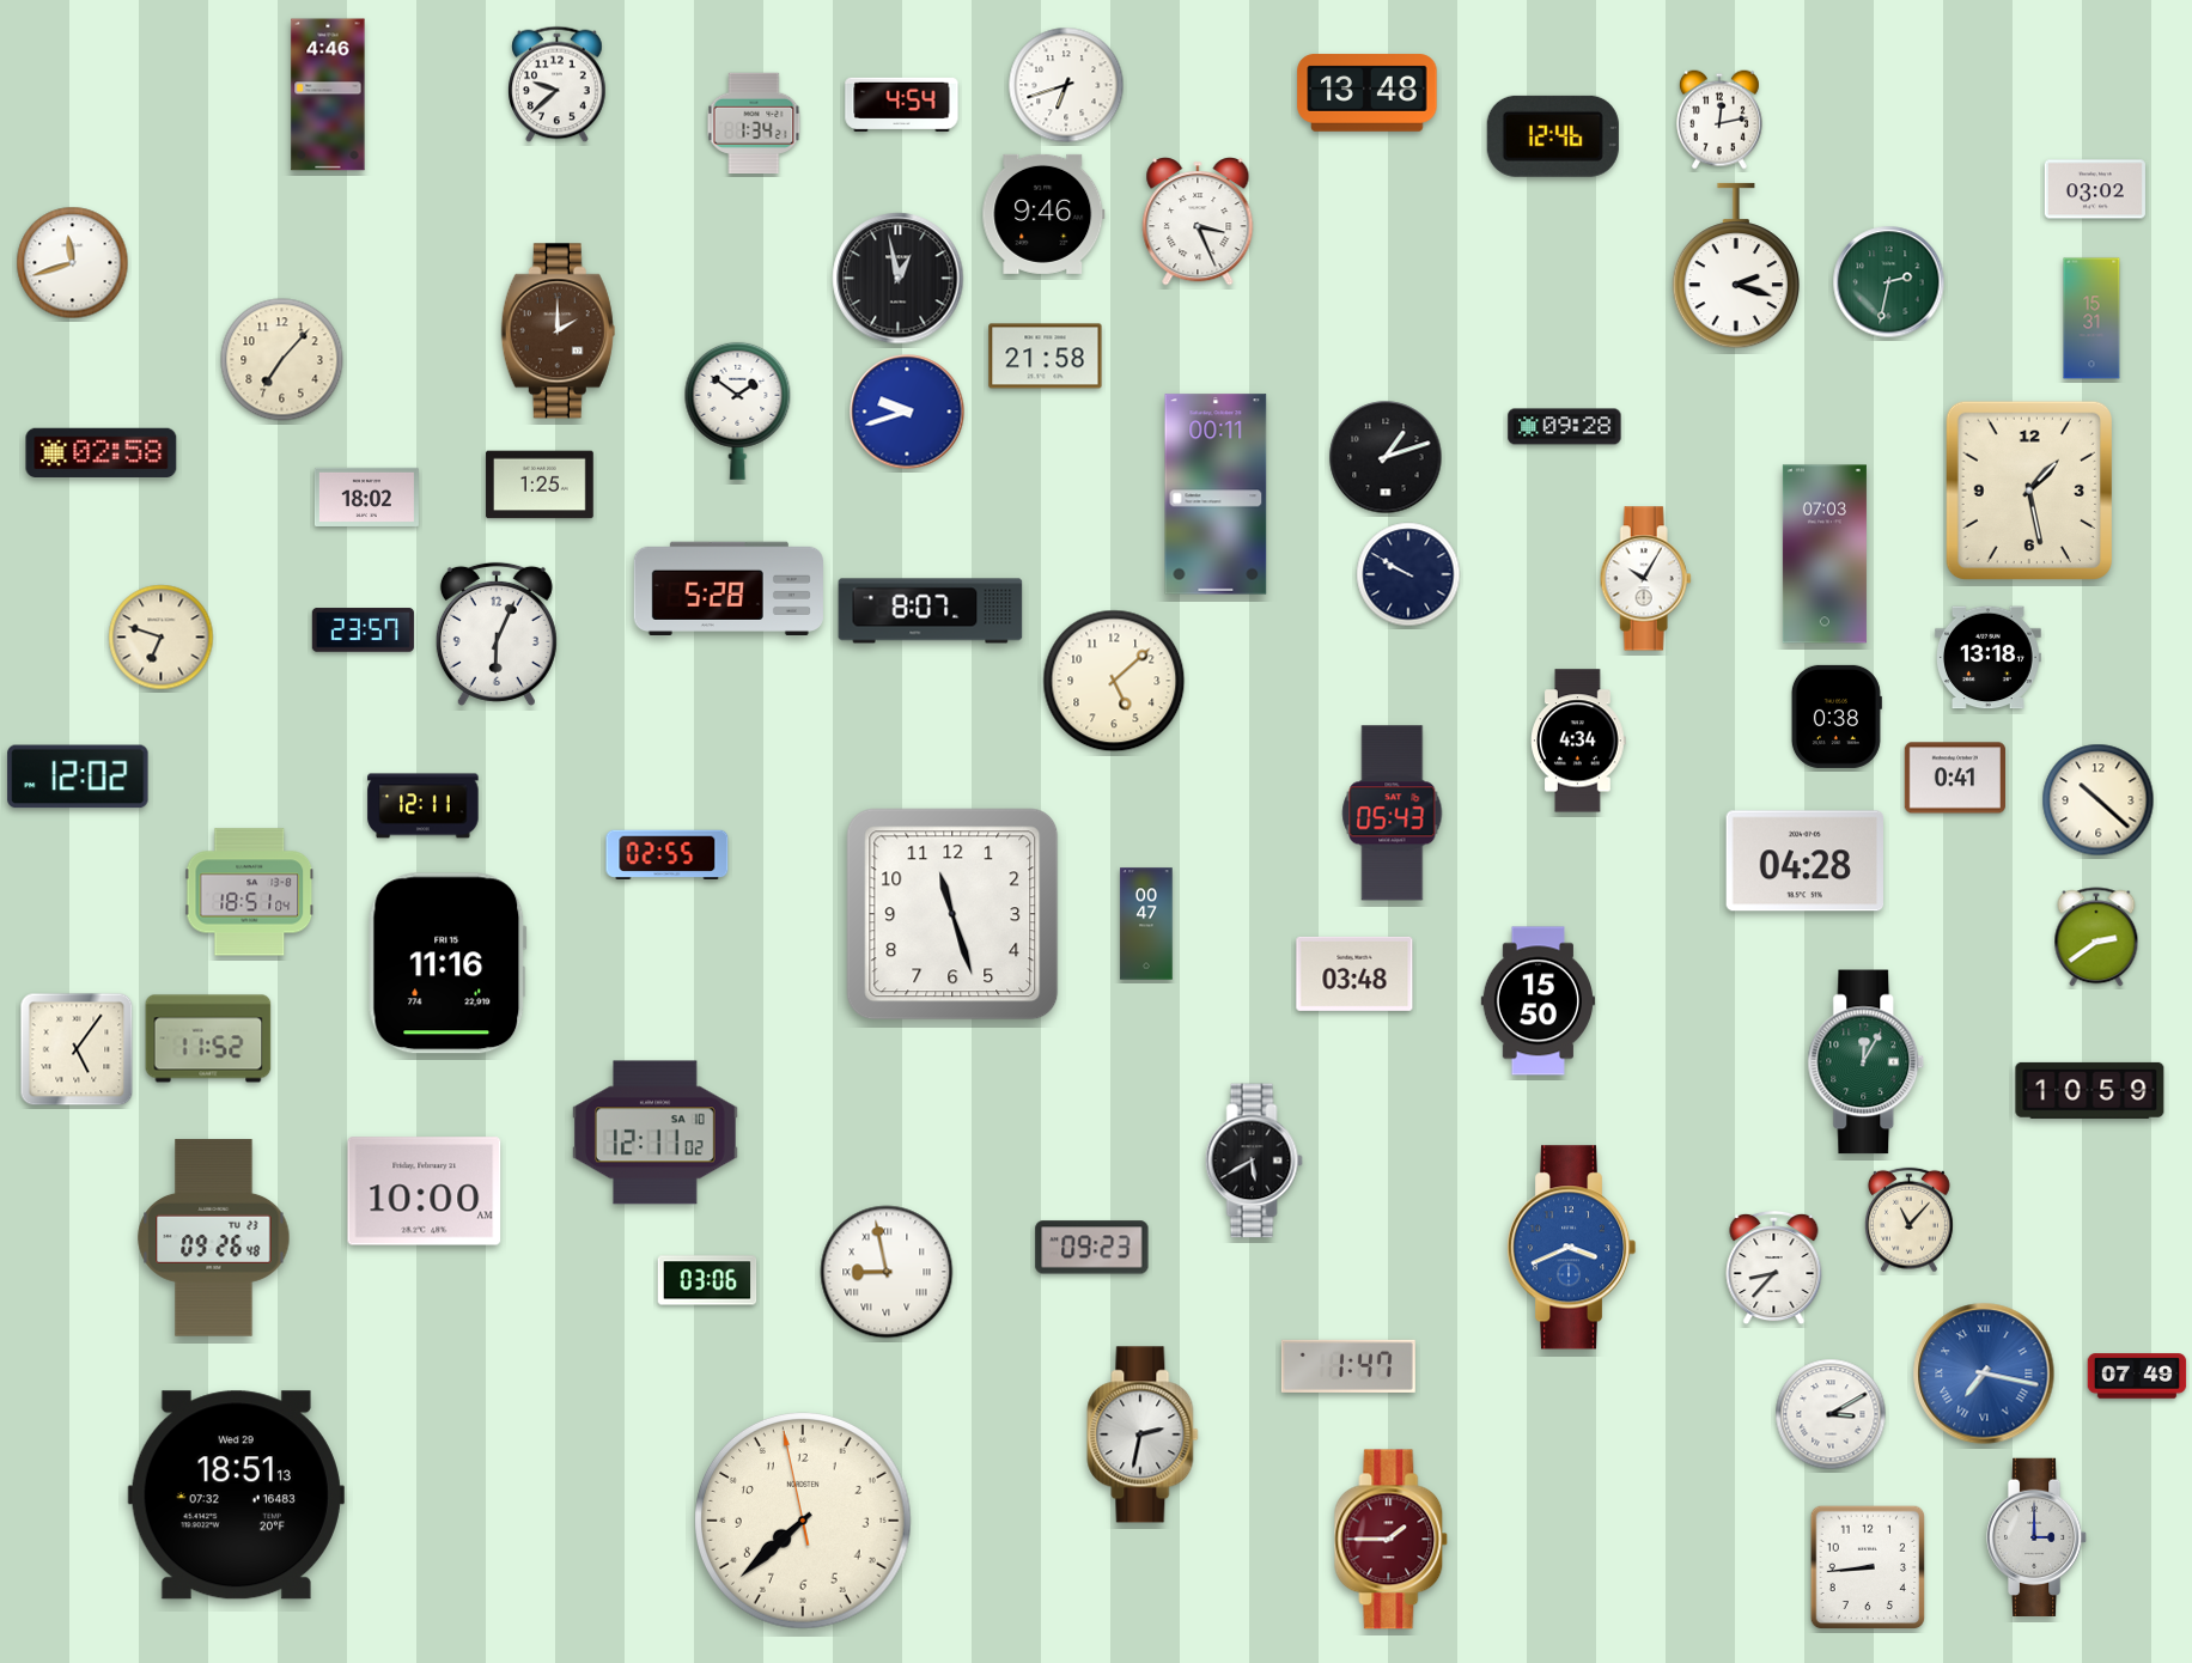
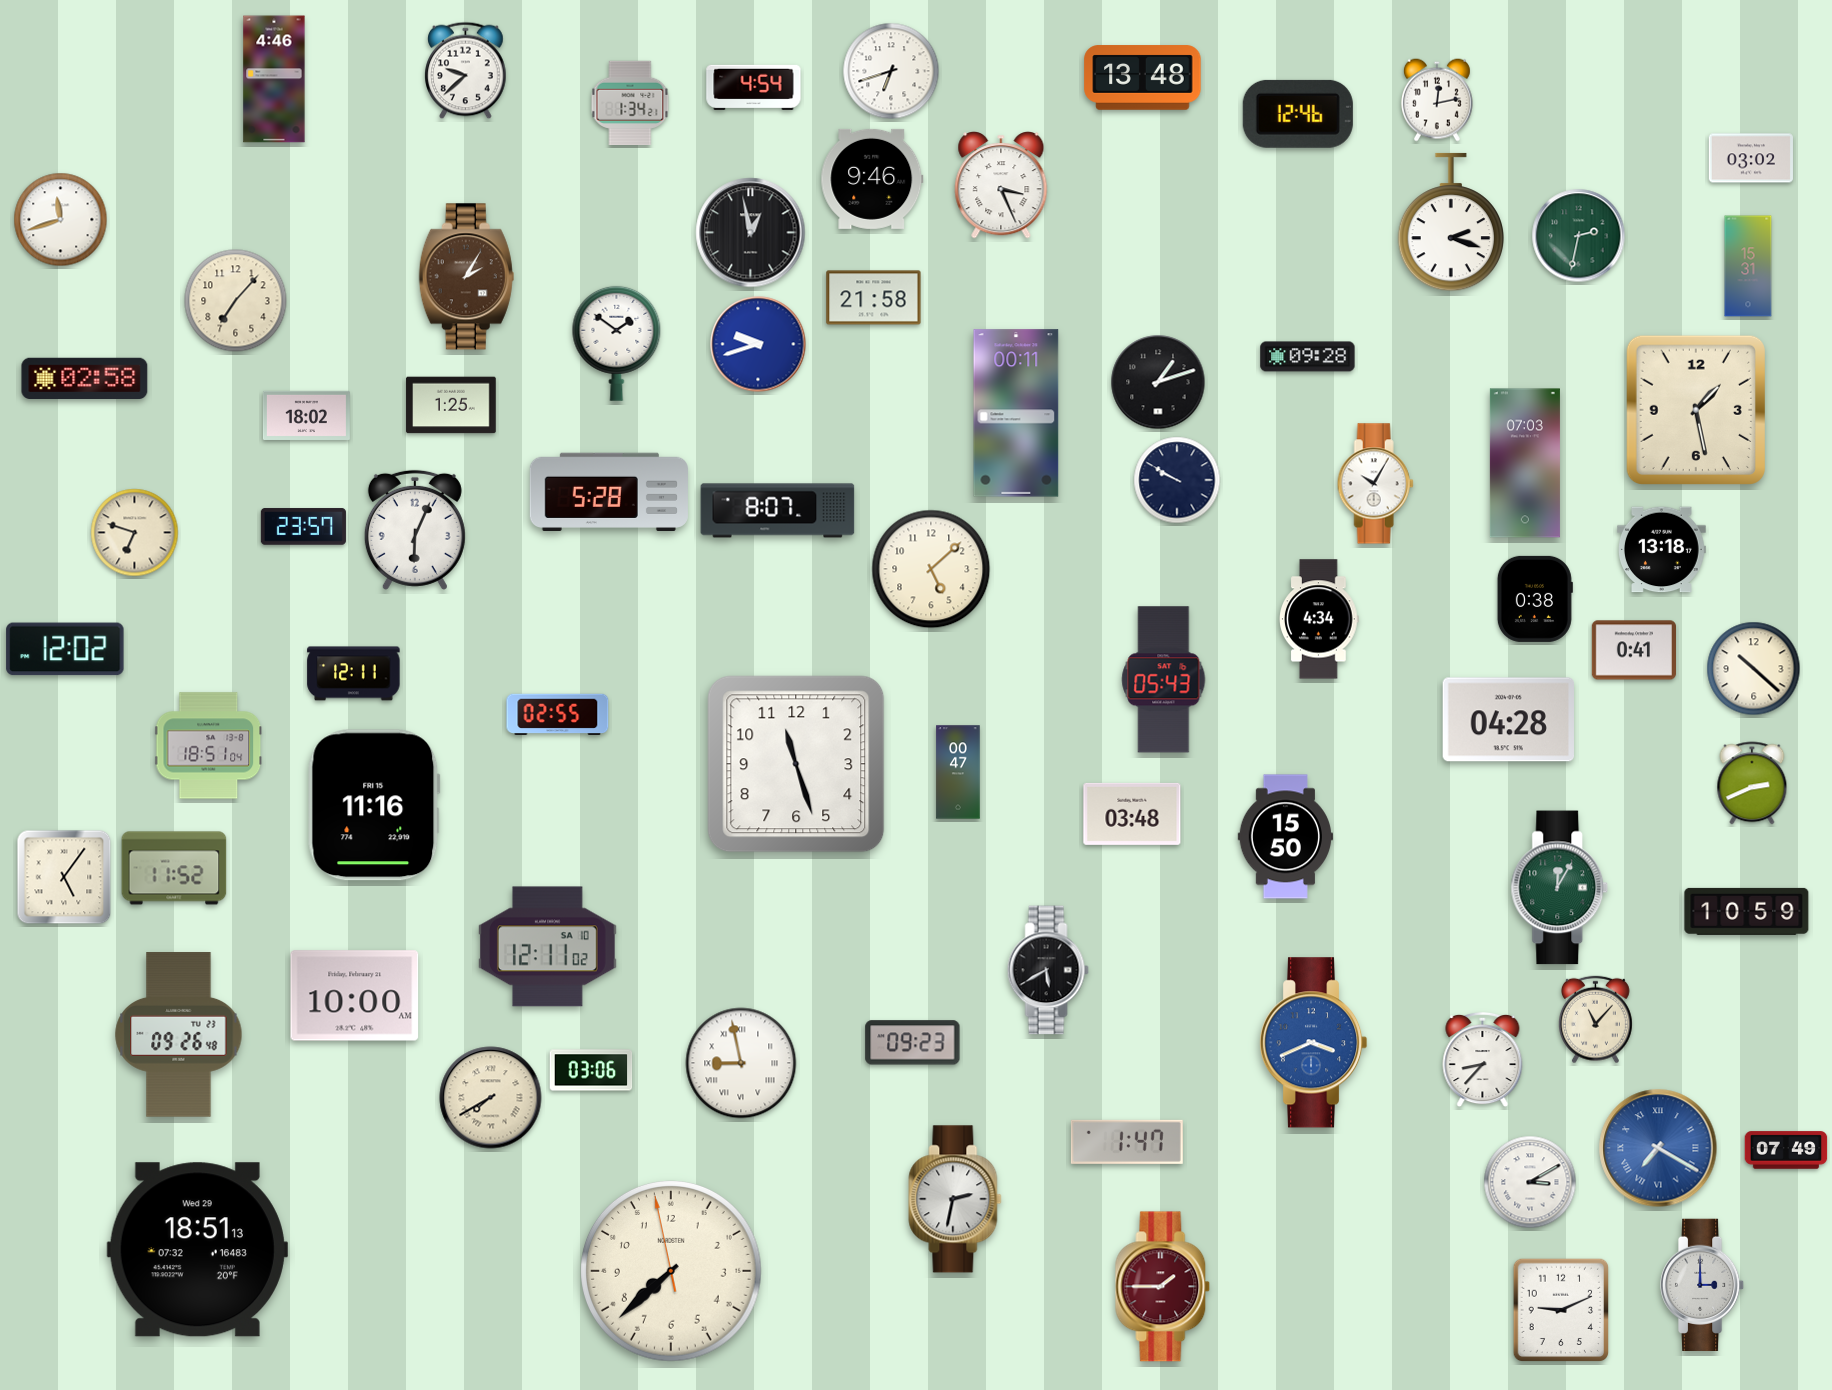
clock at (558, 331): 2:00 -> 2:05
clock at (2096, 937): 2:39 -> 2:41
clock at (491, 1098): none -> 7:40
clock at (1984, 1373): 7:17 -> 7:20
clock at (1868, 1567): 8:44 -> 9:11
